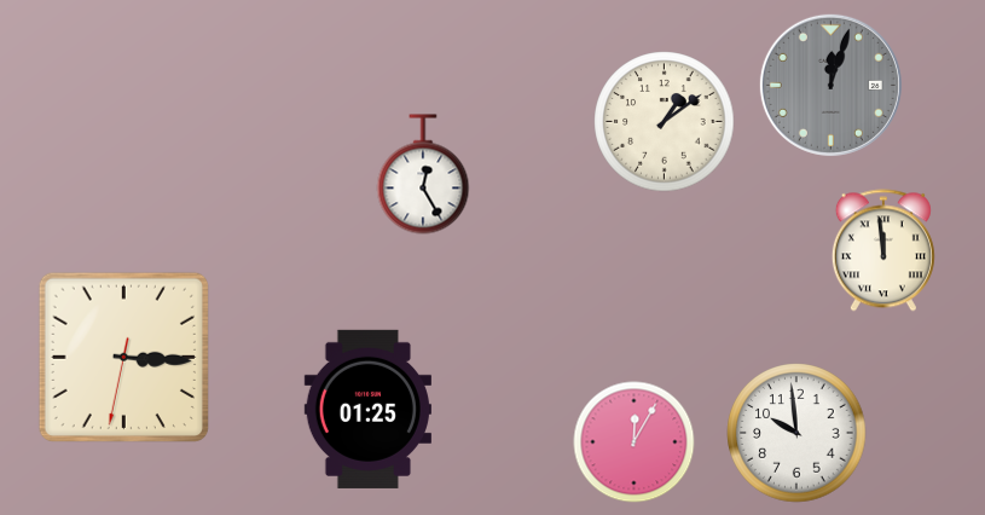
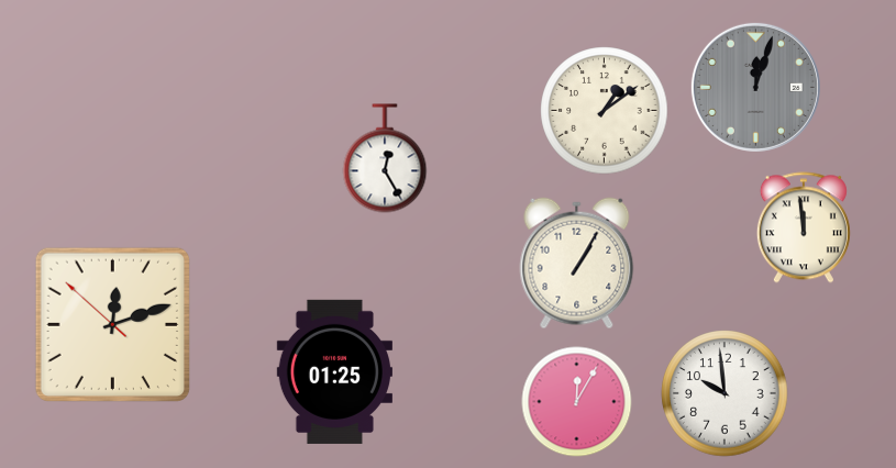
clock at (830, 85) position: (830, 85) -> (755, 87)
clock at (577, 264): none -> 1:05
clock at (123, 357): 3:15 -> 12:11
